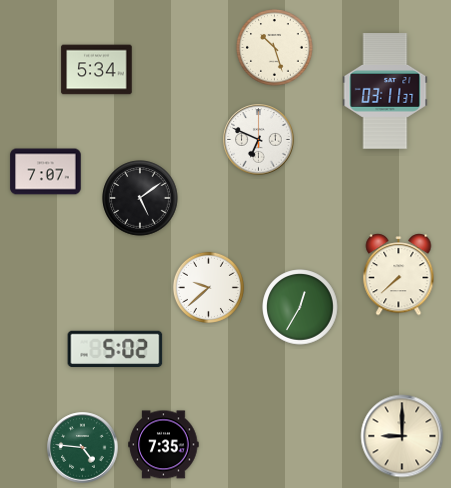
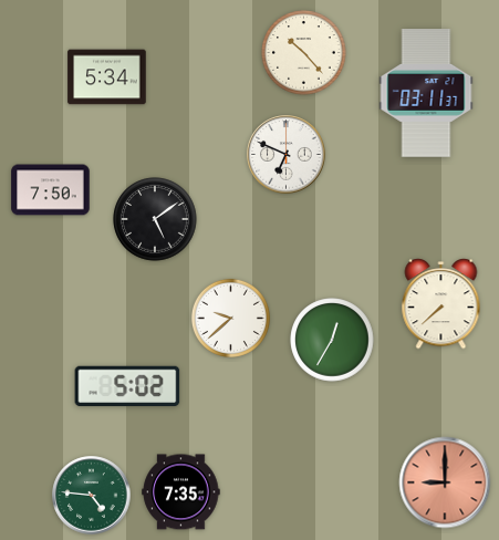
clock at (275, 48): 10:27 -> 10:23
clock at (385, 91) position: (385, 91) -> (426, 93)
clock at (46, 172): 7:07 -> 7:50
clock at (402, 436) dial: cream -> salmon
